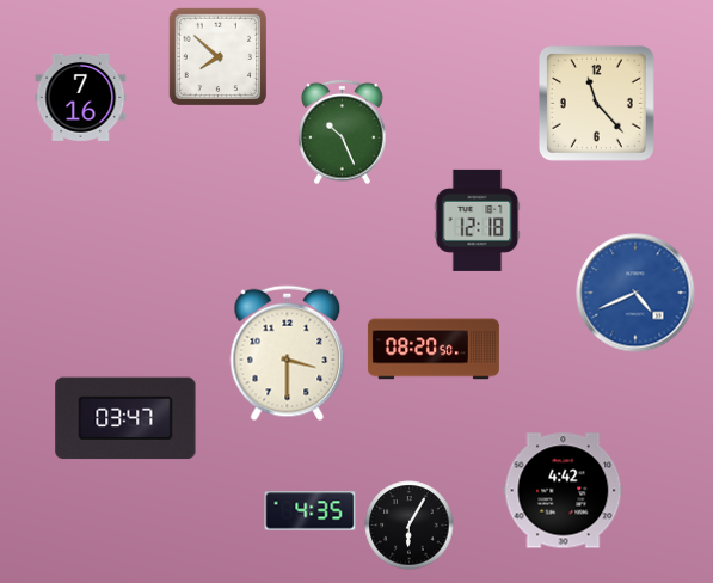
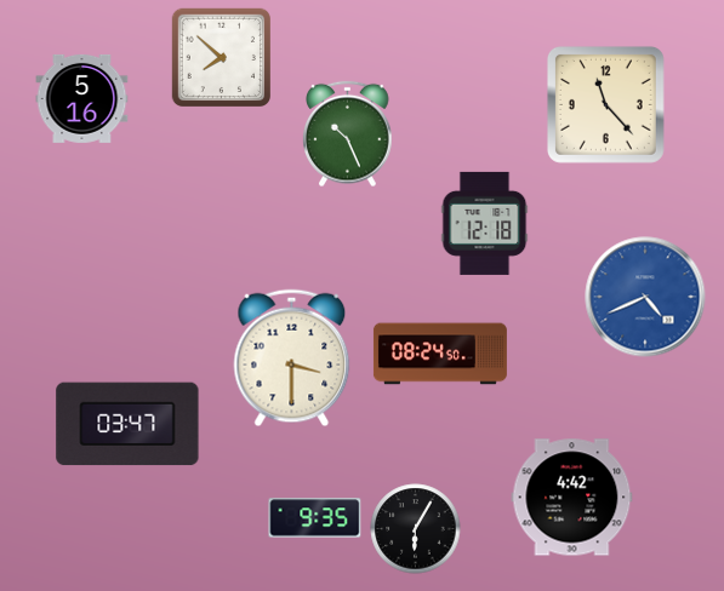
clock at (81, 97): 7:16 -> 5:16
clock at (434, 349): 08:20 -> 08:24
clock at (311, 511): 4:35 -> 9:35
clock at (410, 526) position: (410, 526) -> (416, 529)
